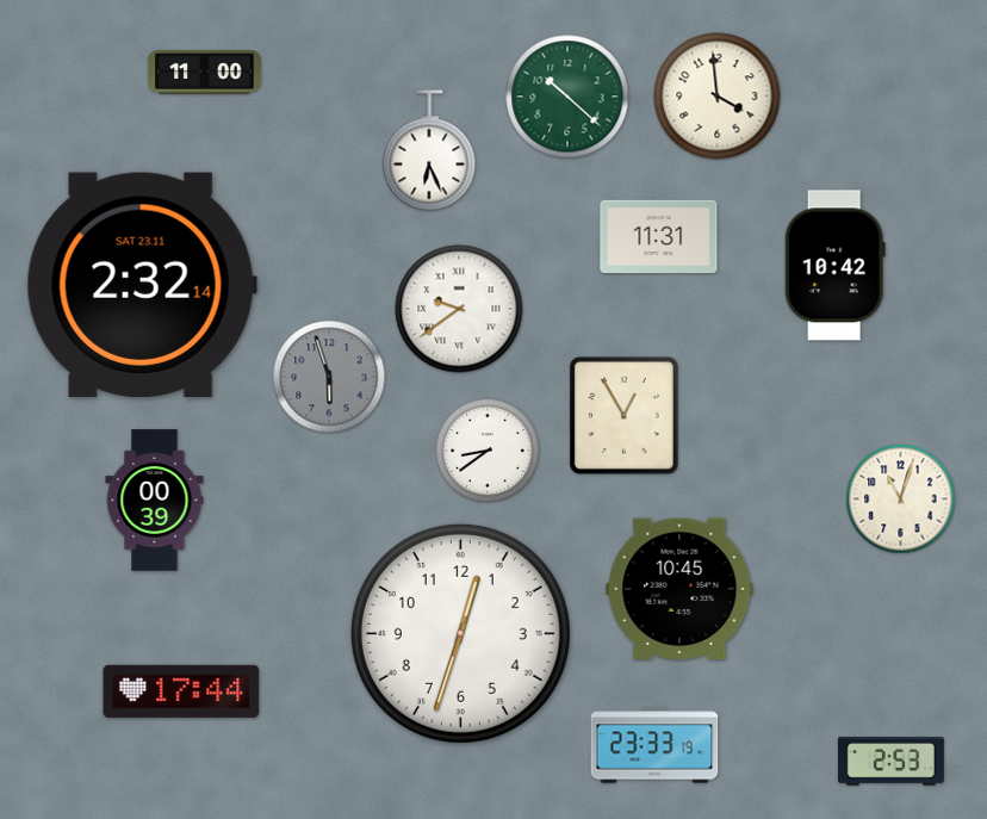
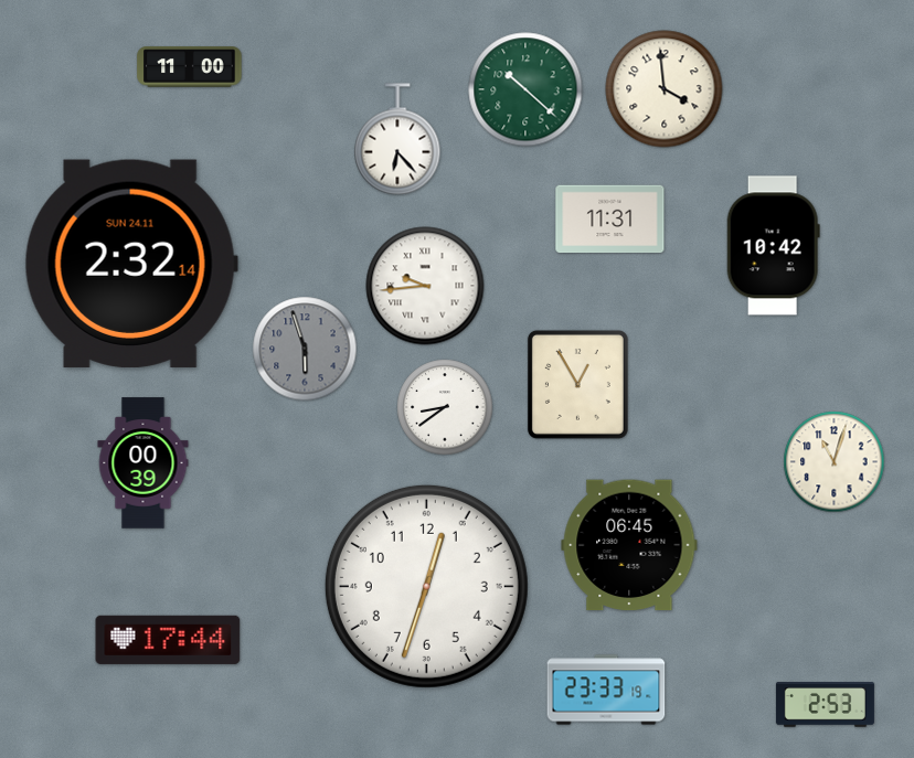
clock at (429, 150): 6:26 -> 6:23
clock at (142, 285) date: SAT 23.11 -> SUN 24.11
clock at (459, 309): 9:39 -> 9:44
clock at (488, 451) position: (488, 451) -> (445, 407)
clock at (679, 589): 10:45 -> 06:45
